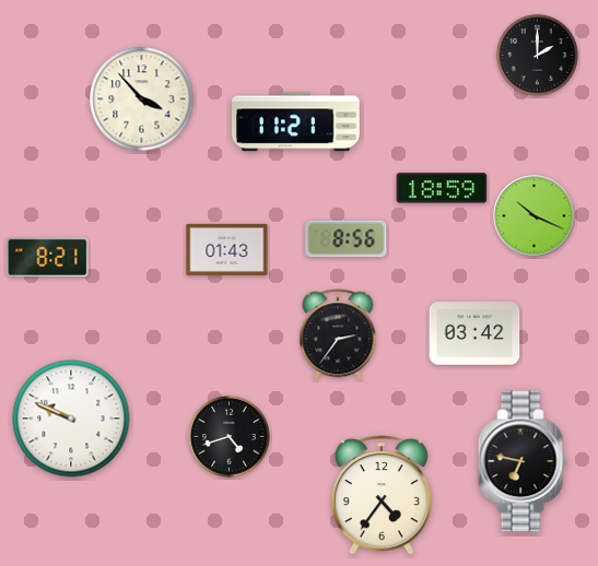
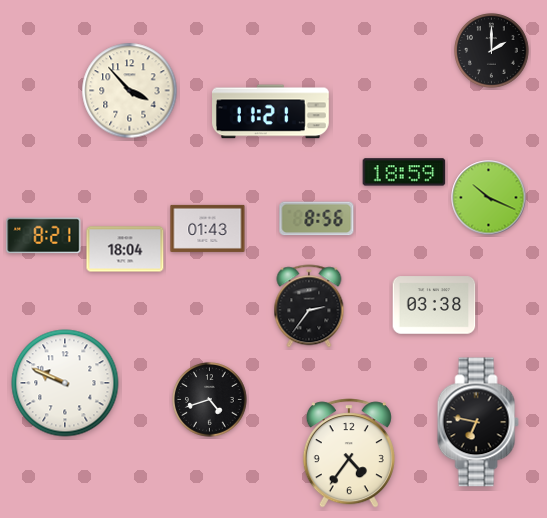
clock at (125, 249): none -> 18:04
clock at (474, 333): 03:42 -> 03:38
